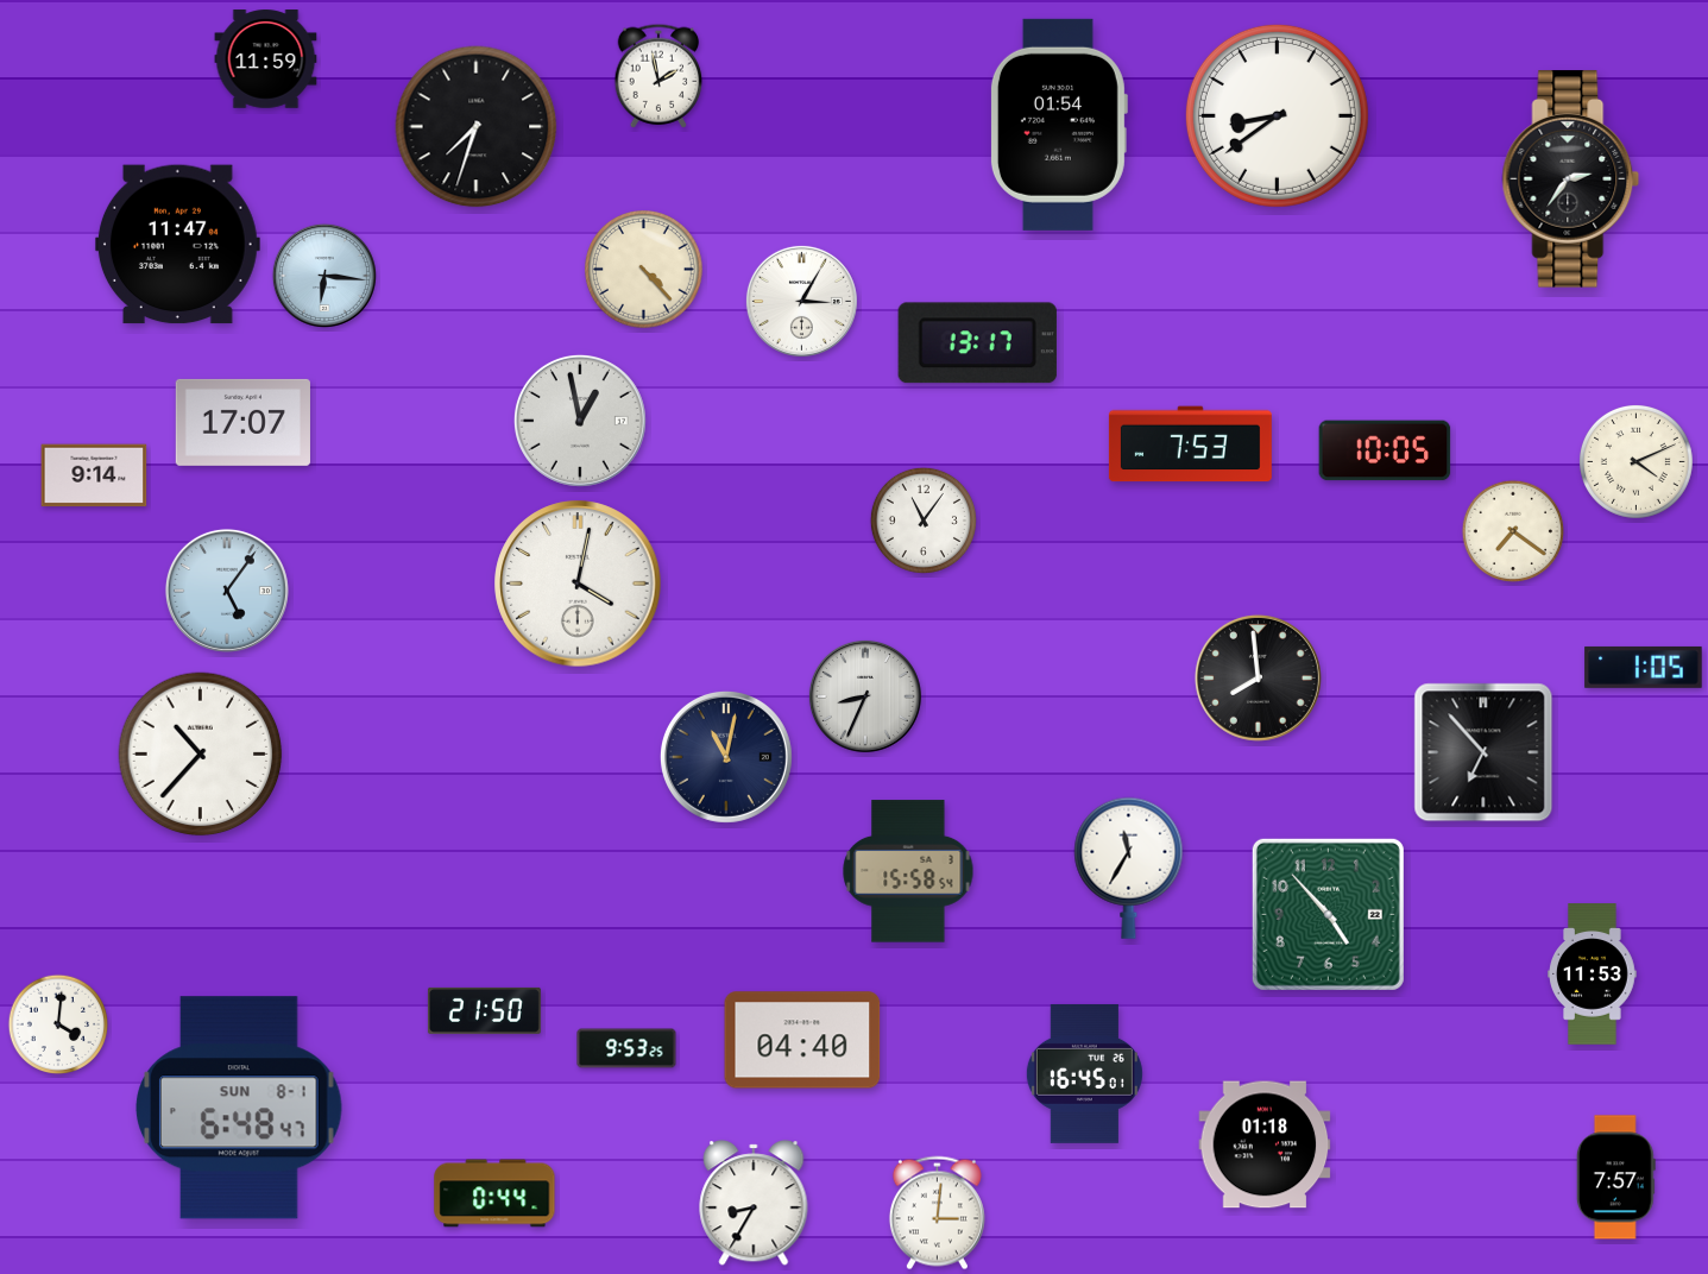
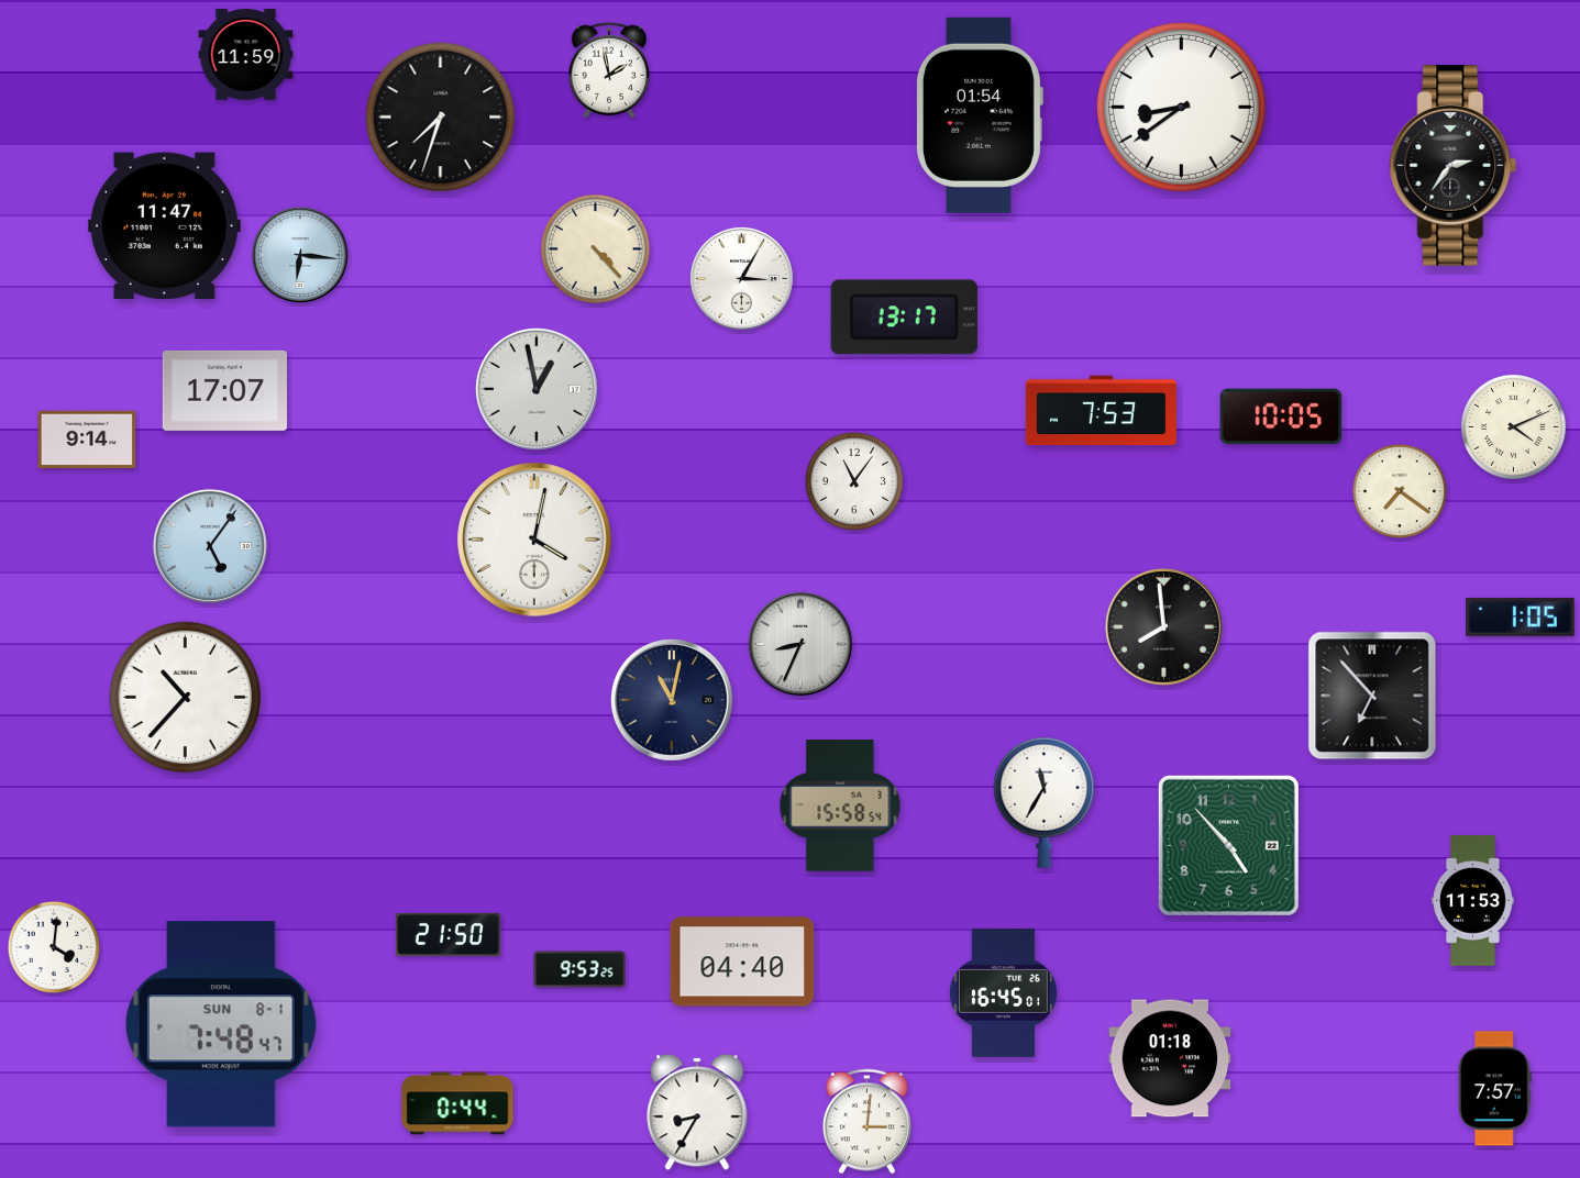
clock at (240, 1108): 6:48 -> 7:48
